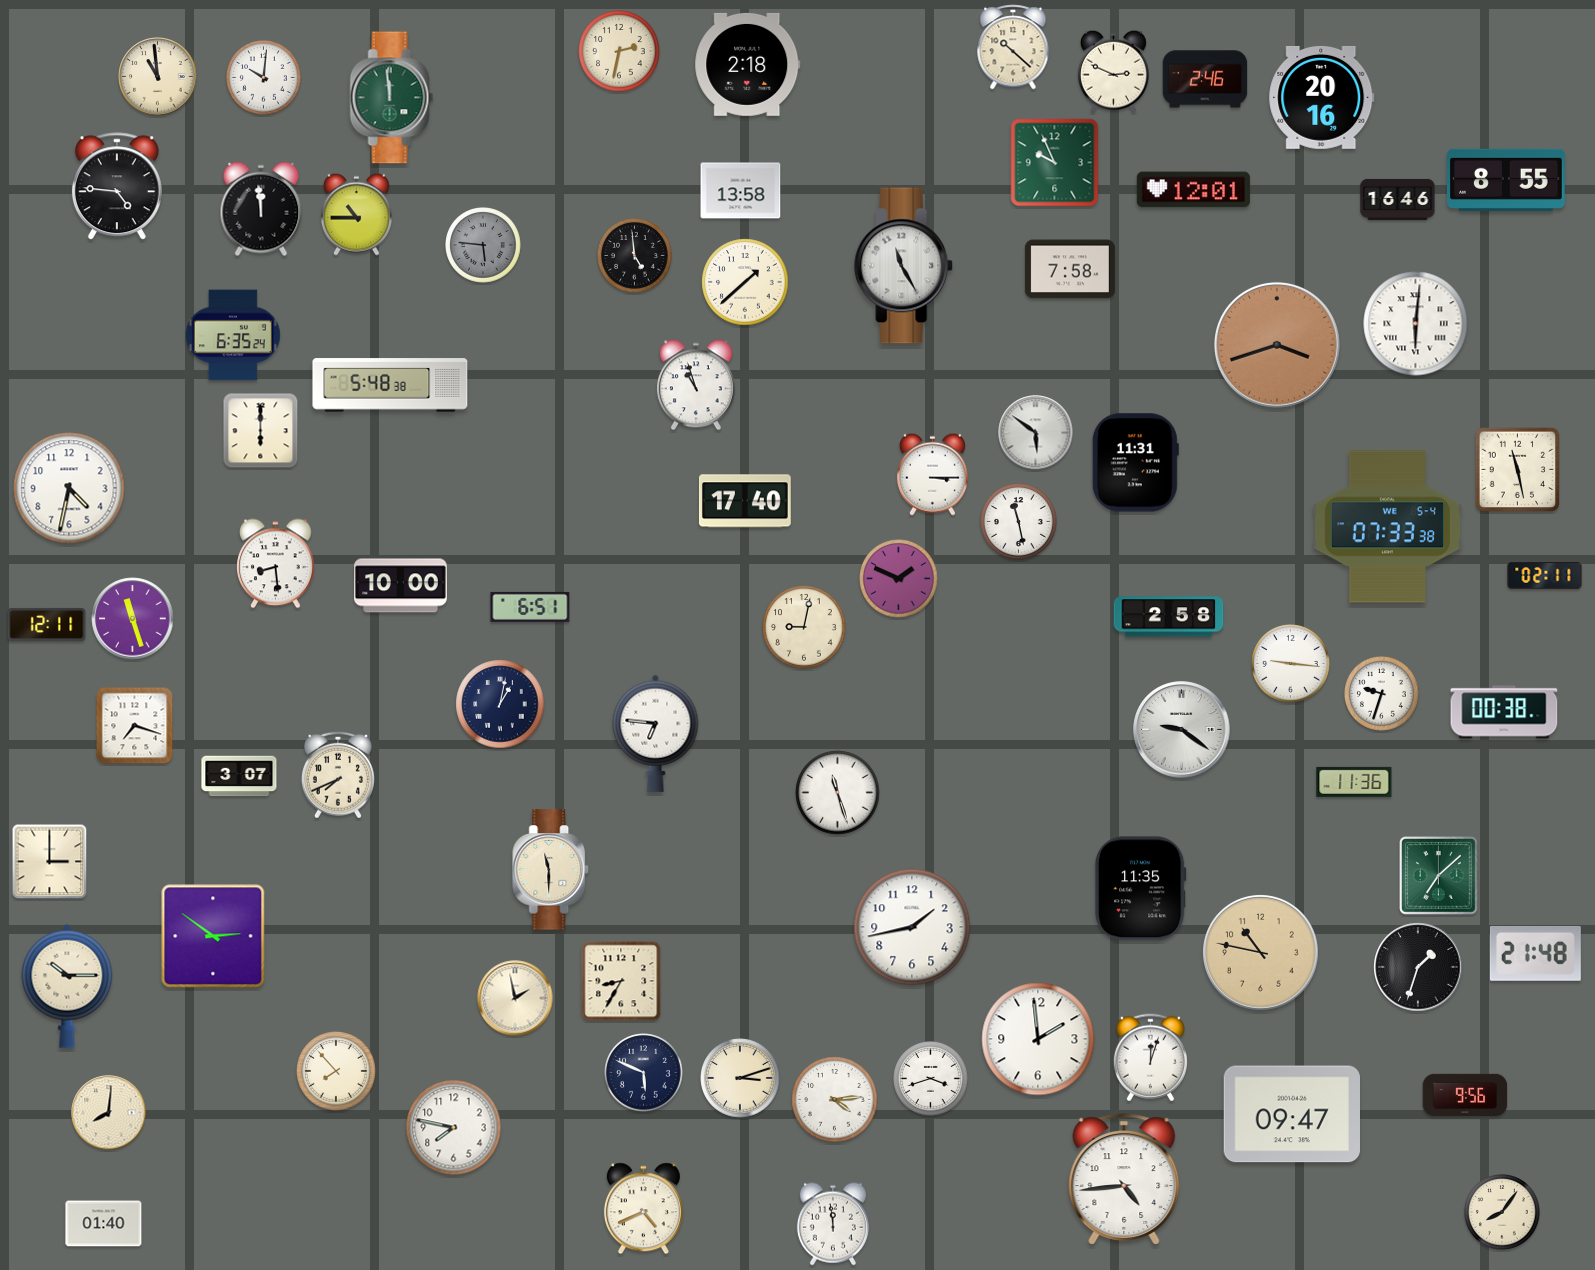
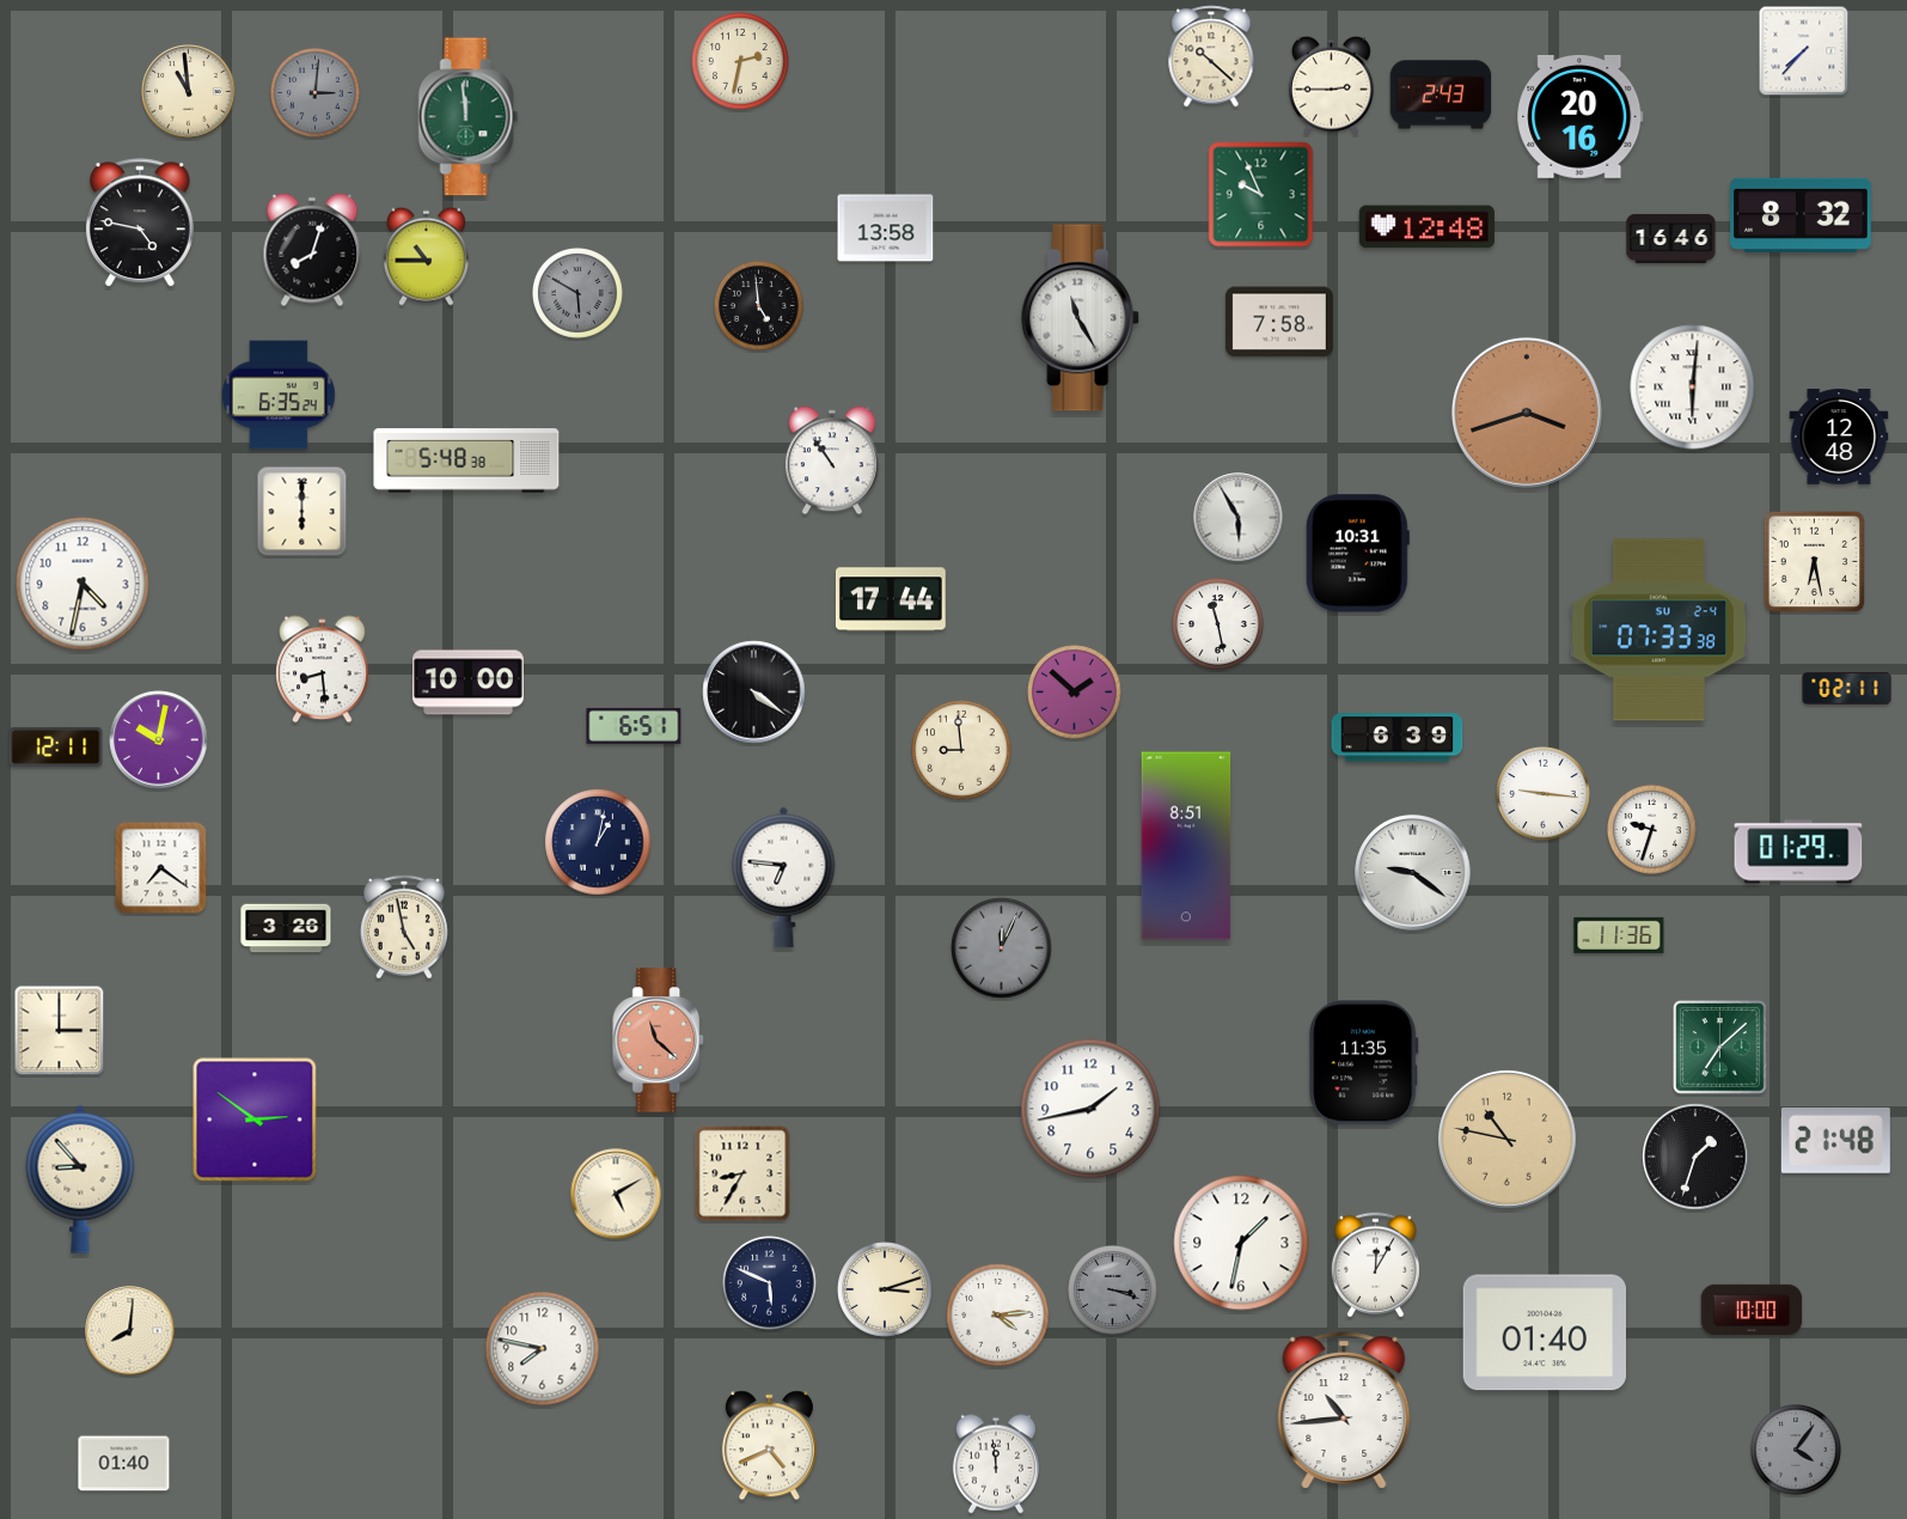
clock at (1804, 51): none -> 7:37
clock at (748, 64): 2:18 -> none
clock at (1113, 71): 2:49 -> 2:45
clock at (264, 78): 10:01 -> 3:01
clock at (264, 78) dial: white -> grey
clock at (1205, 79): 2:46 -> 2:43
clock at (1507, 180): 8:55 -> 8:32
clock at (117, 187): 4:46 -> 4:47
clock at (1193, 190): 12:01 -> 12:48
clock at (261, 209): 11:59 -> 8:03
clock at (483, 245): 5:46 -> 5:50
clock at (745, 282): 1:38 -> none
clock at (233, 335) position: (233, 335) -> (279, 395)
clock at (1839, 437): none -> 12:48
clock at (696, 385): 10:57 -> 10:54
clock at (261, 431) position: (261, 431) -> (302, 512)
clock at (1036, 433): 5:51 -> 5:55
clock at (1135, 463): 11:31 -> 10:31
clock at (1517, 469): 11:28 -> 6:28
clock at (932, 474): 3:15 -> none
clock at (745, 501): 17:40 -> 17:44
clock at (1387, 527) date: WE 5-4 -> SU 2-4
clock at (276, 564) position: (276, 564) -> (323, 670)
clock at (754, 693): none -> 4:21
clock at (899, 579): 1:49 -> 1:52
clock at (401, 586) position: (401, 586) -> (469, 683)
clock at (1169, 617): 2:58 -> 6:39
clock at (133, 619): 11:27 -> 10:02
clock at (804, 627): 9:02 -> 8:59
clock at (1186, 846): none -> 8:51
clock at (1504, 712): 00:38 -> 01:29
clock at (135, 726): 7:18 -> 7:21
clock at (338, 775): 7:41 -> 4:58
clock at (239, 776): 3:07 -> 3:26
clock at (838, 793): 11:27 -> 12:04
clock at (838, 793) dial: white -> grey
clock at (551, 870): 11:30 -> 11:22
clock at (551, 870) dial: cream -> salmon
clock at (67, 986): 10:15 -> 8:53
clock at (515, 998): 1:58 -> 5:10
clock at (1038, 1039): 1:59 -> 1:32
clock at (1150, 1058): 12:03 -> 12:05
clock at (336, 1071): 7:53 -> none
clock at (931, 1079): 3:42 -> 3:18
clock at (931, 1079) dial: white -> grey
clock at (1465, 1094): 9:56 -> 10:00
clock at (1291, 1114): 09:47 -> 01:40
clock at (1124, 1179): 4:44 -> 10:44
clock at (1502, 1212): 8:06 -> 4:06
clock at (1502, 1212) dial: cream -> grey
